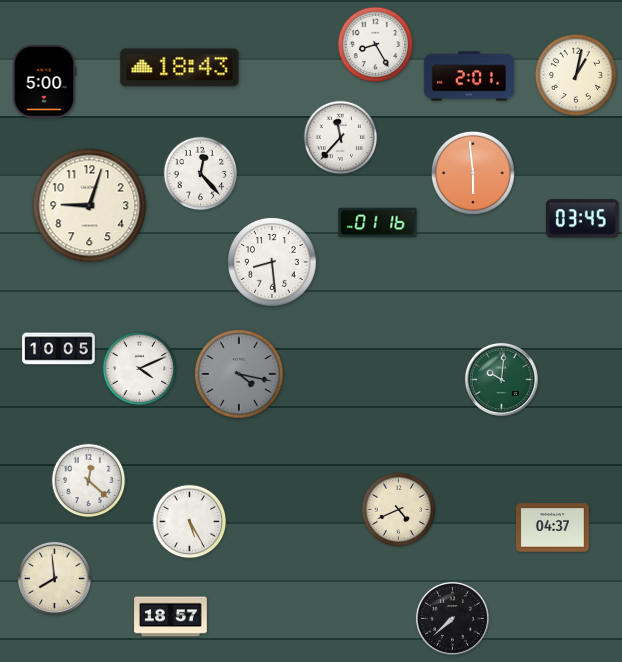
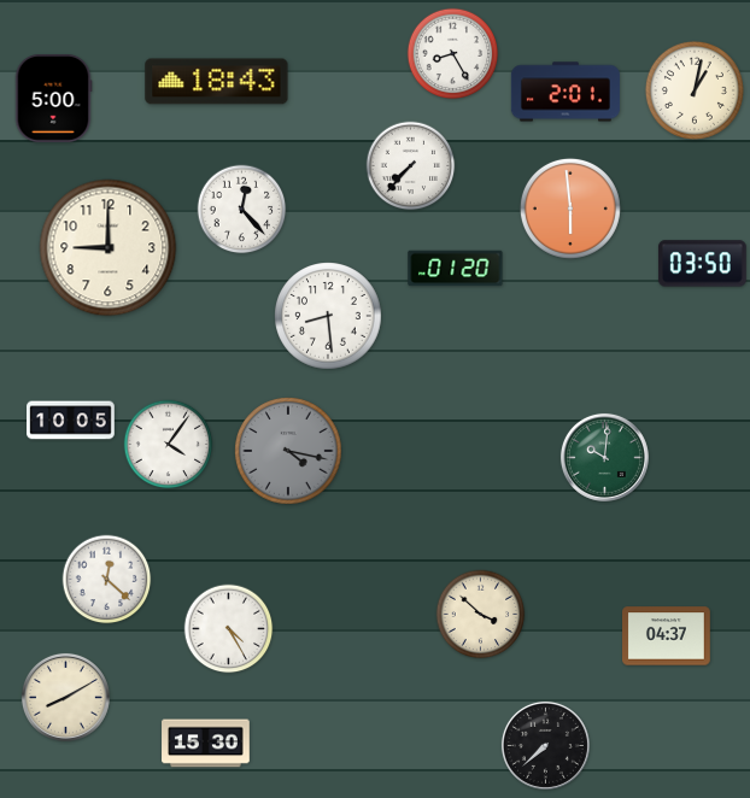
clock at (341, 138): 11:37 -> 7:37
clock at (90, 206): 9:03 -> 9:00
clock at (582, 219): 03:45 -> 03:50
clock at (378, 223): 01:16 -> 01:20
clock at (140, 369): 4:11 -> 4:06
clock at (399, 510): 4:41 -> 3:52
clock at (190, 522): 5:25 -> 4:25
clock at (54, 578): 7:59 -> 8:10
clock at (171, 617): 18:57 -> 15:30
